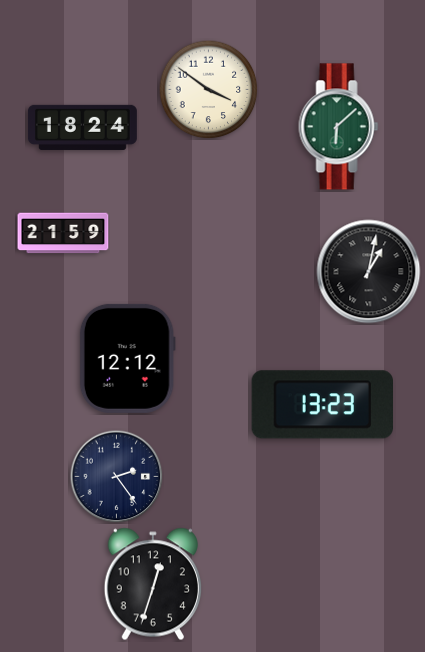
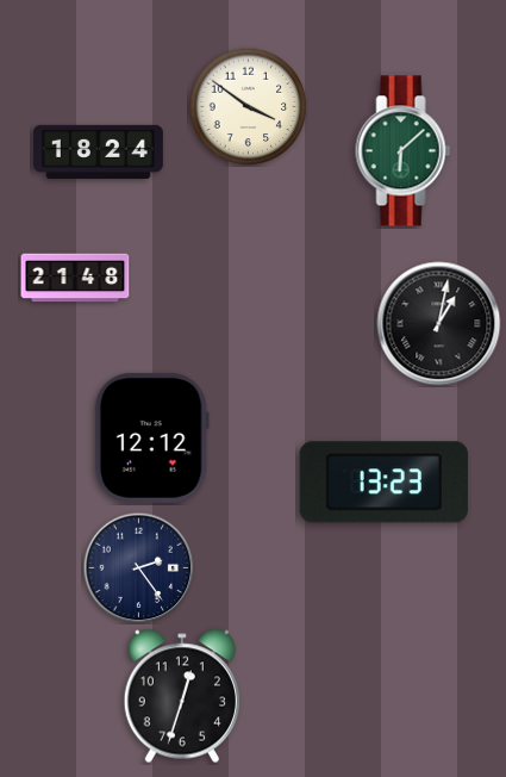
clock at (63, 233): 21:59 -> 21:48
clock at (127, 358) position: (127, 358) -> (151, 437)
